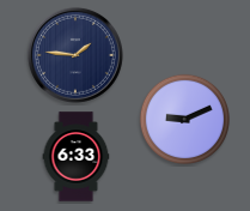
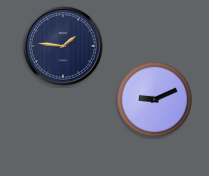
clock at (77, 157): 6:33 -> none
